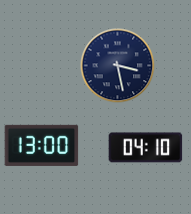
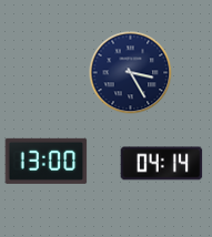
clock at (118, 66): 3:28 -> 3:25
clock at (146, 148): 04:10 -> 04:14
